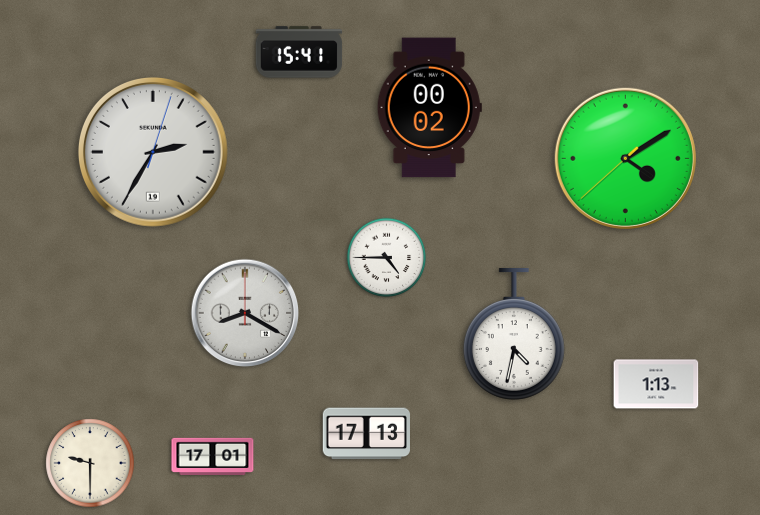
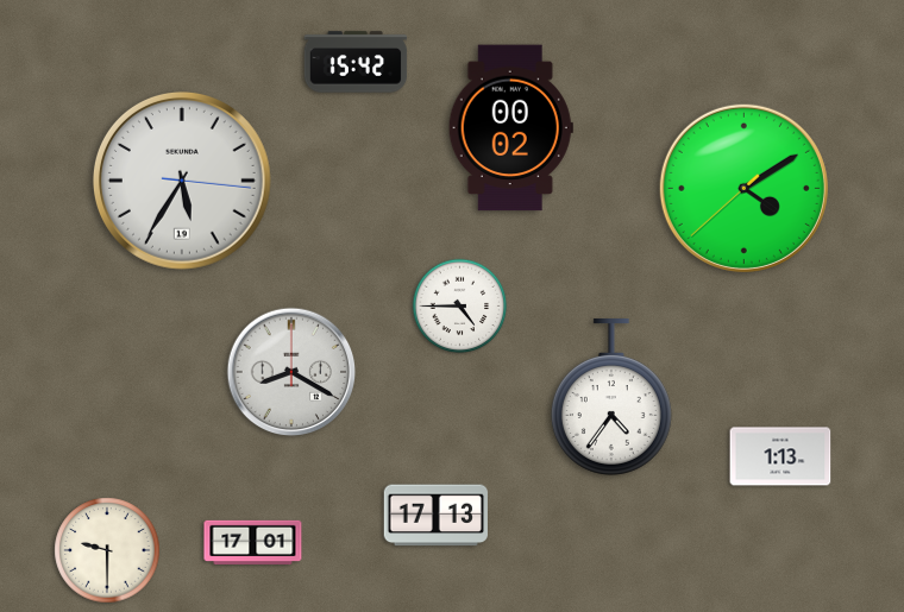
clock at (299, 52): 15:41 -> 15:42
clock at (153, 152): 2:35 -> 5:35
clock at (514, 334): 4:32 -> 4:36
